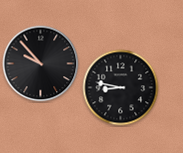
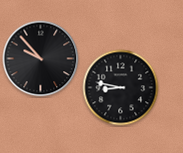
clock at (41, 64) position: (41, 64) -> (41, 59)
